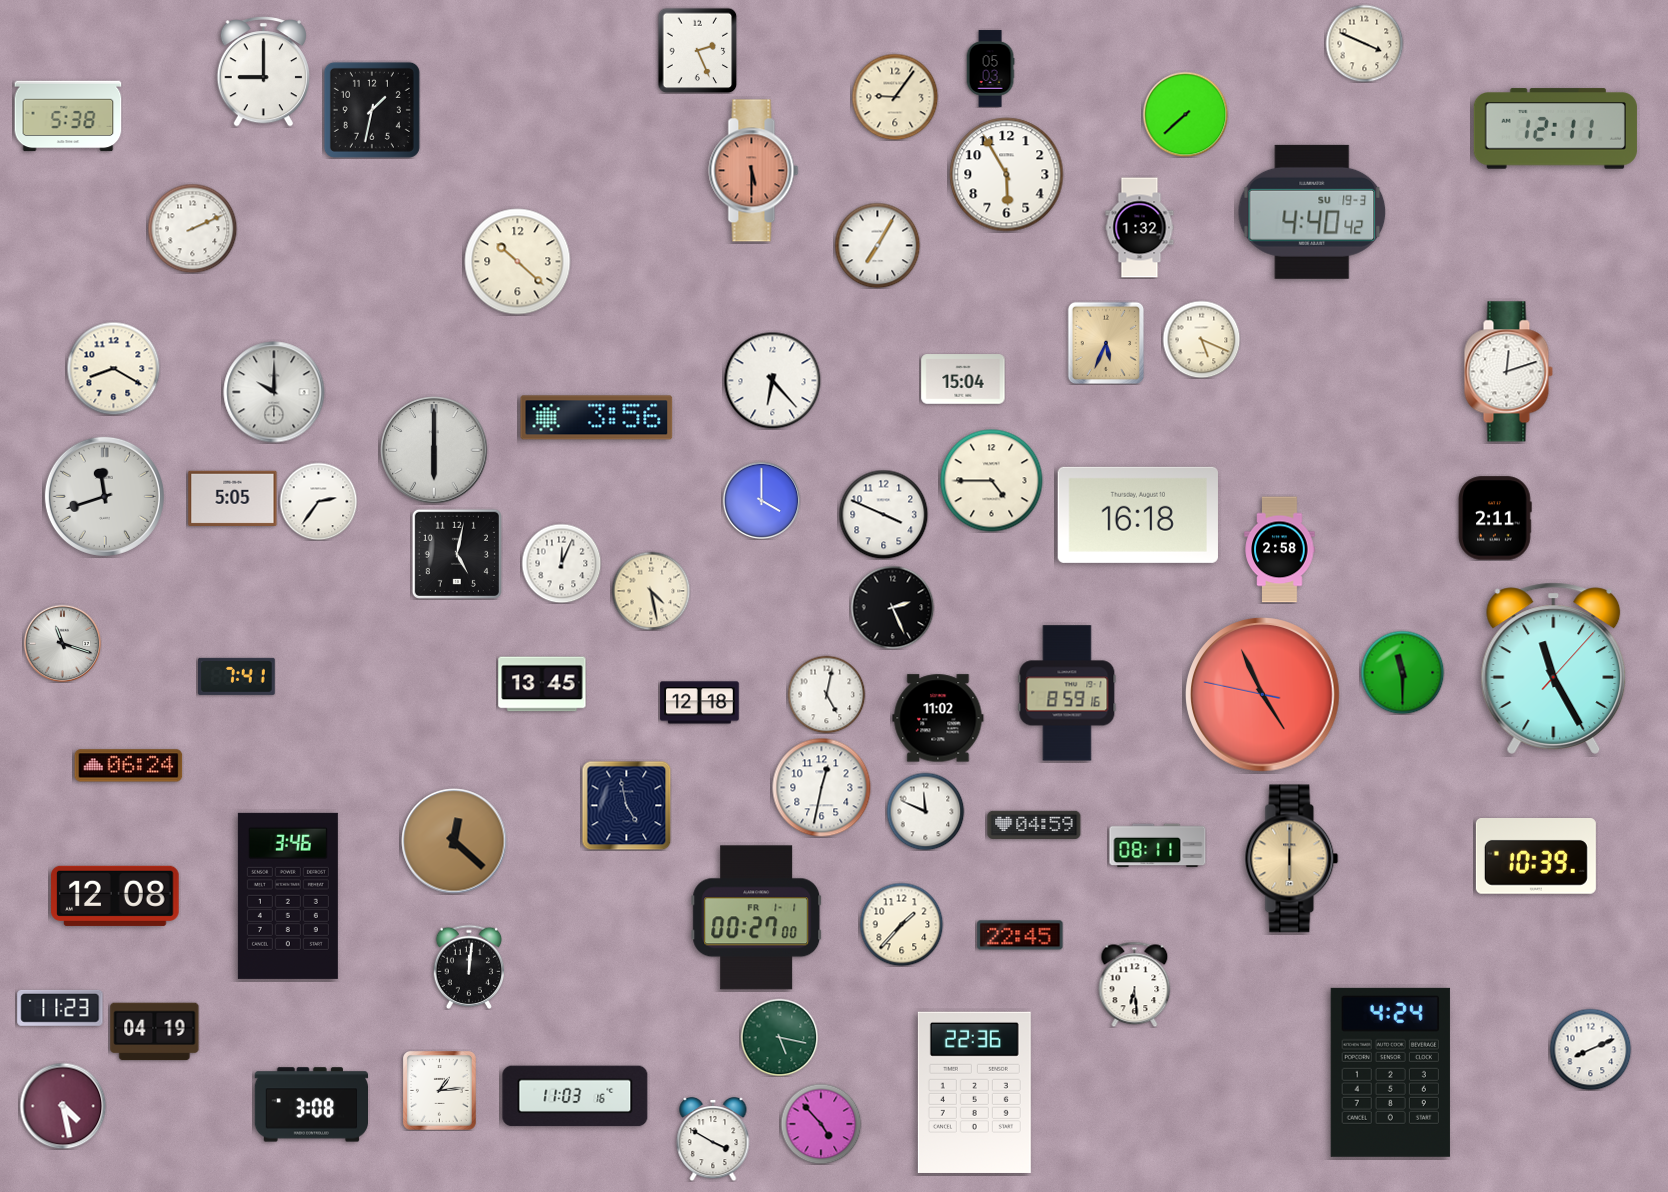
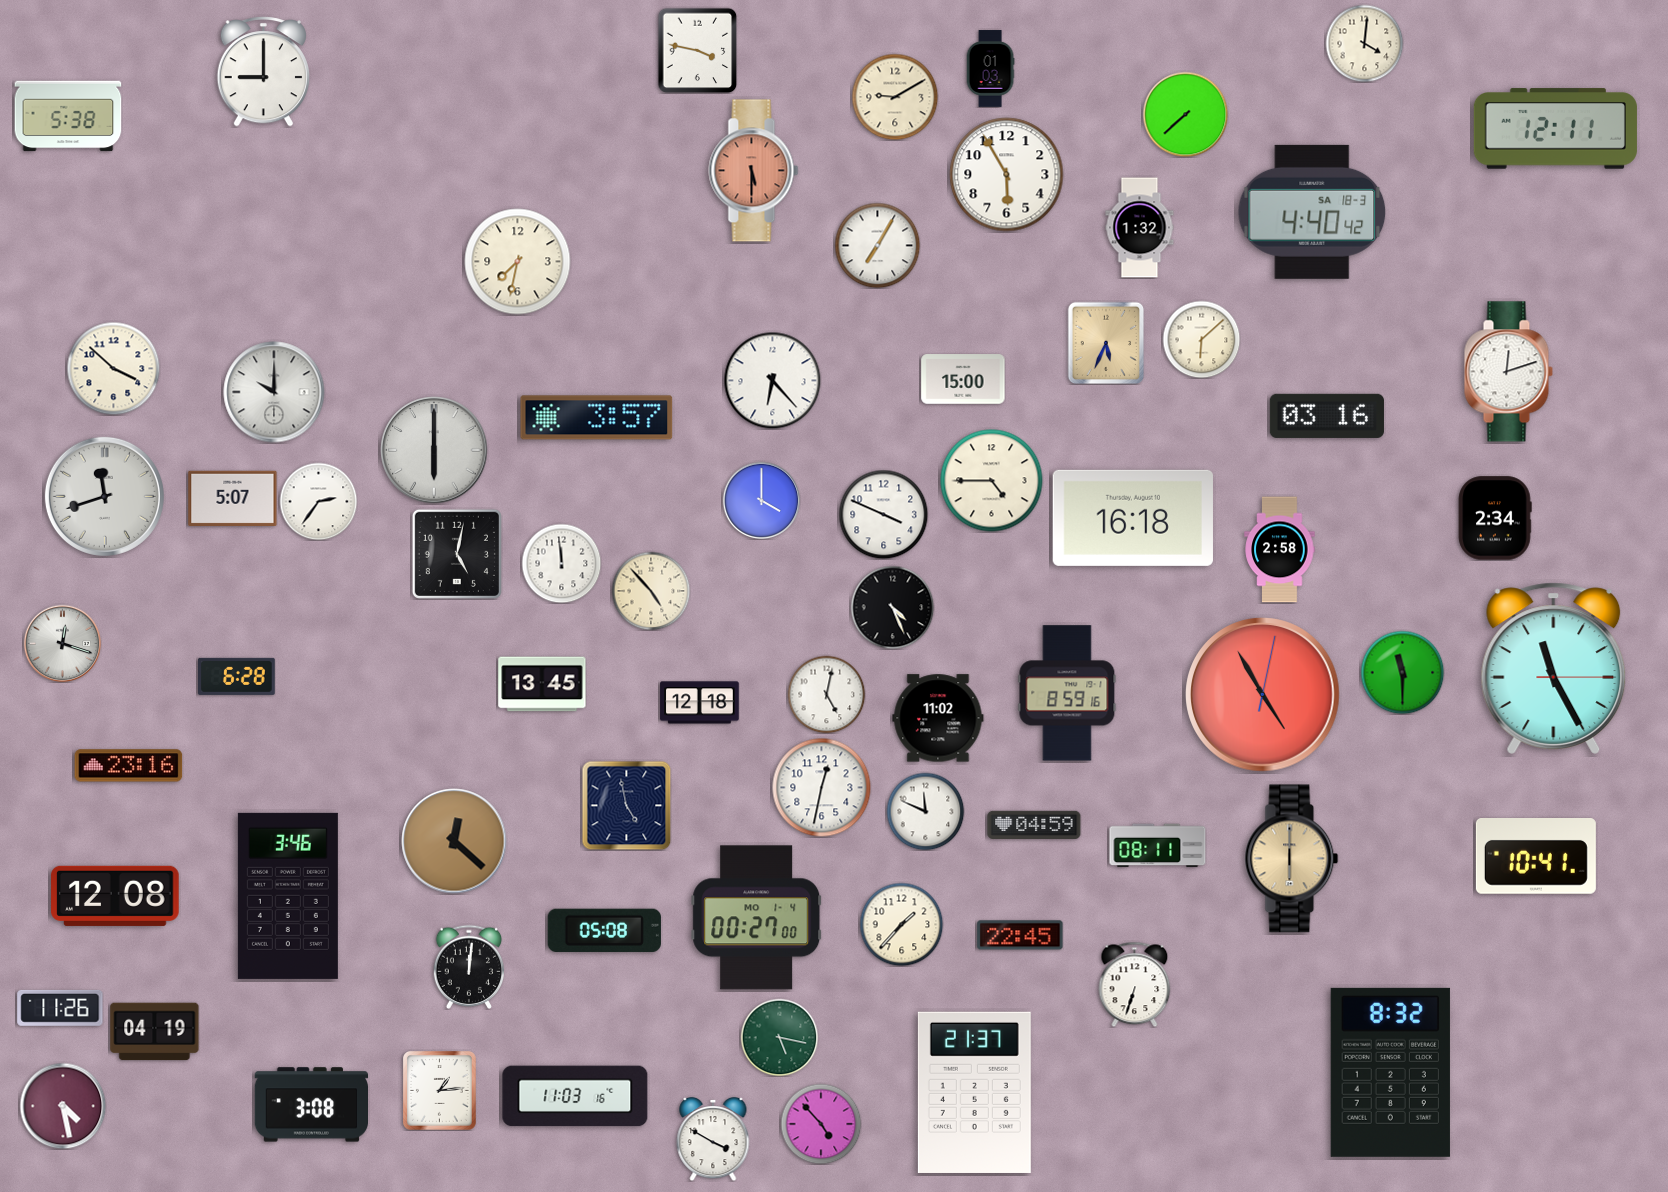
clock at (1364, 43): 3:49 -> 4:01
clock at (698, 50): 2:26 -> 3:47
clock at (990, 69): 05:03 -> 01:03
clock at (895, 97): 9:06 -> 9:10
clock at (372, 110): 1:32 -> none
clock at (1312, 212) date: SU 19-3 -> SA 18-3
clock at (192, 228): 2:11 -> none
clock at (518, 262): 10:22 -> 7:32
clock at (1201, 339): 5:19 -> 6:08
clock at (113, 368): 8:20 -> 3:52
clock at (963, 379): 15:04 -> 15:00
clock at (1327, 416): none -> 03:16
clock at (597, 418): 3:56 -> 3:57
clock at (233, 498): 5:05 -> 5:07
clock at (1138, 515) position: (1138, 515) -> (1133, 518)
clock at (1495, 518): 2:11 -> 2:34
clock at (561, 563): 12:04 -> 11:59
clock at (651, 591): 4:28 -> 4:53
clock at (892, 607): 2:26 -> 4:26
clock at (62, 643): 11:18 -> 12:18
clock at (1554, 668): 11:25:07 -> 11:25:15
clock at (237, 676): 7:41 -> 6:28
clock at (1263, 695): 4:55:47 -> 4:55:02
clock at (129, 766): 06:24 -> 23:16
clock at (1536, 857): 10:39 -> 10:41
clock at (757, 918) date: FR 1-1 -> MO 1-4
clock at (604, 930): none -> 05:08
clock at (1135, 984): 6:29 -> 6:33
clock at (60, 1008): 11:23 -> 11:26
clock at (1590, 1049): 8:11 -> none
clock at (1390, 1072): 4:24 -> 8:32
clock at (974, 1092): 22:36 -> 21:37
